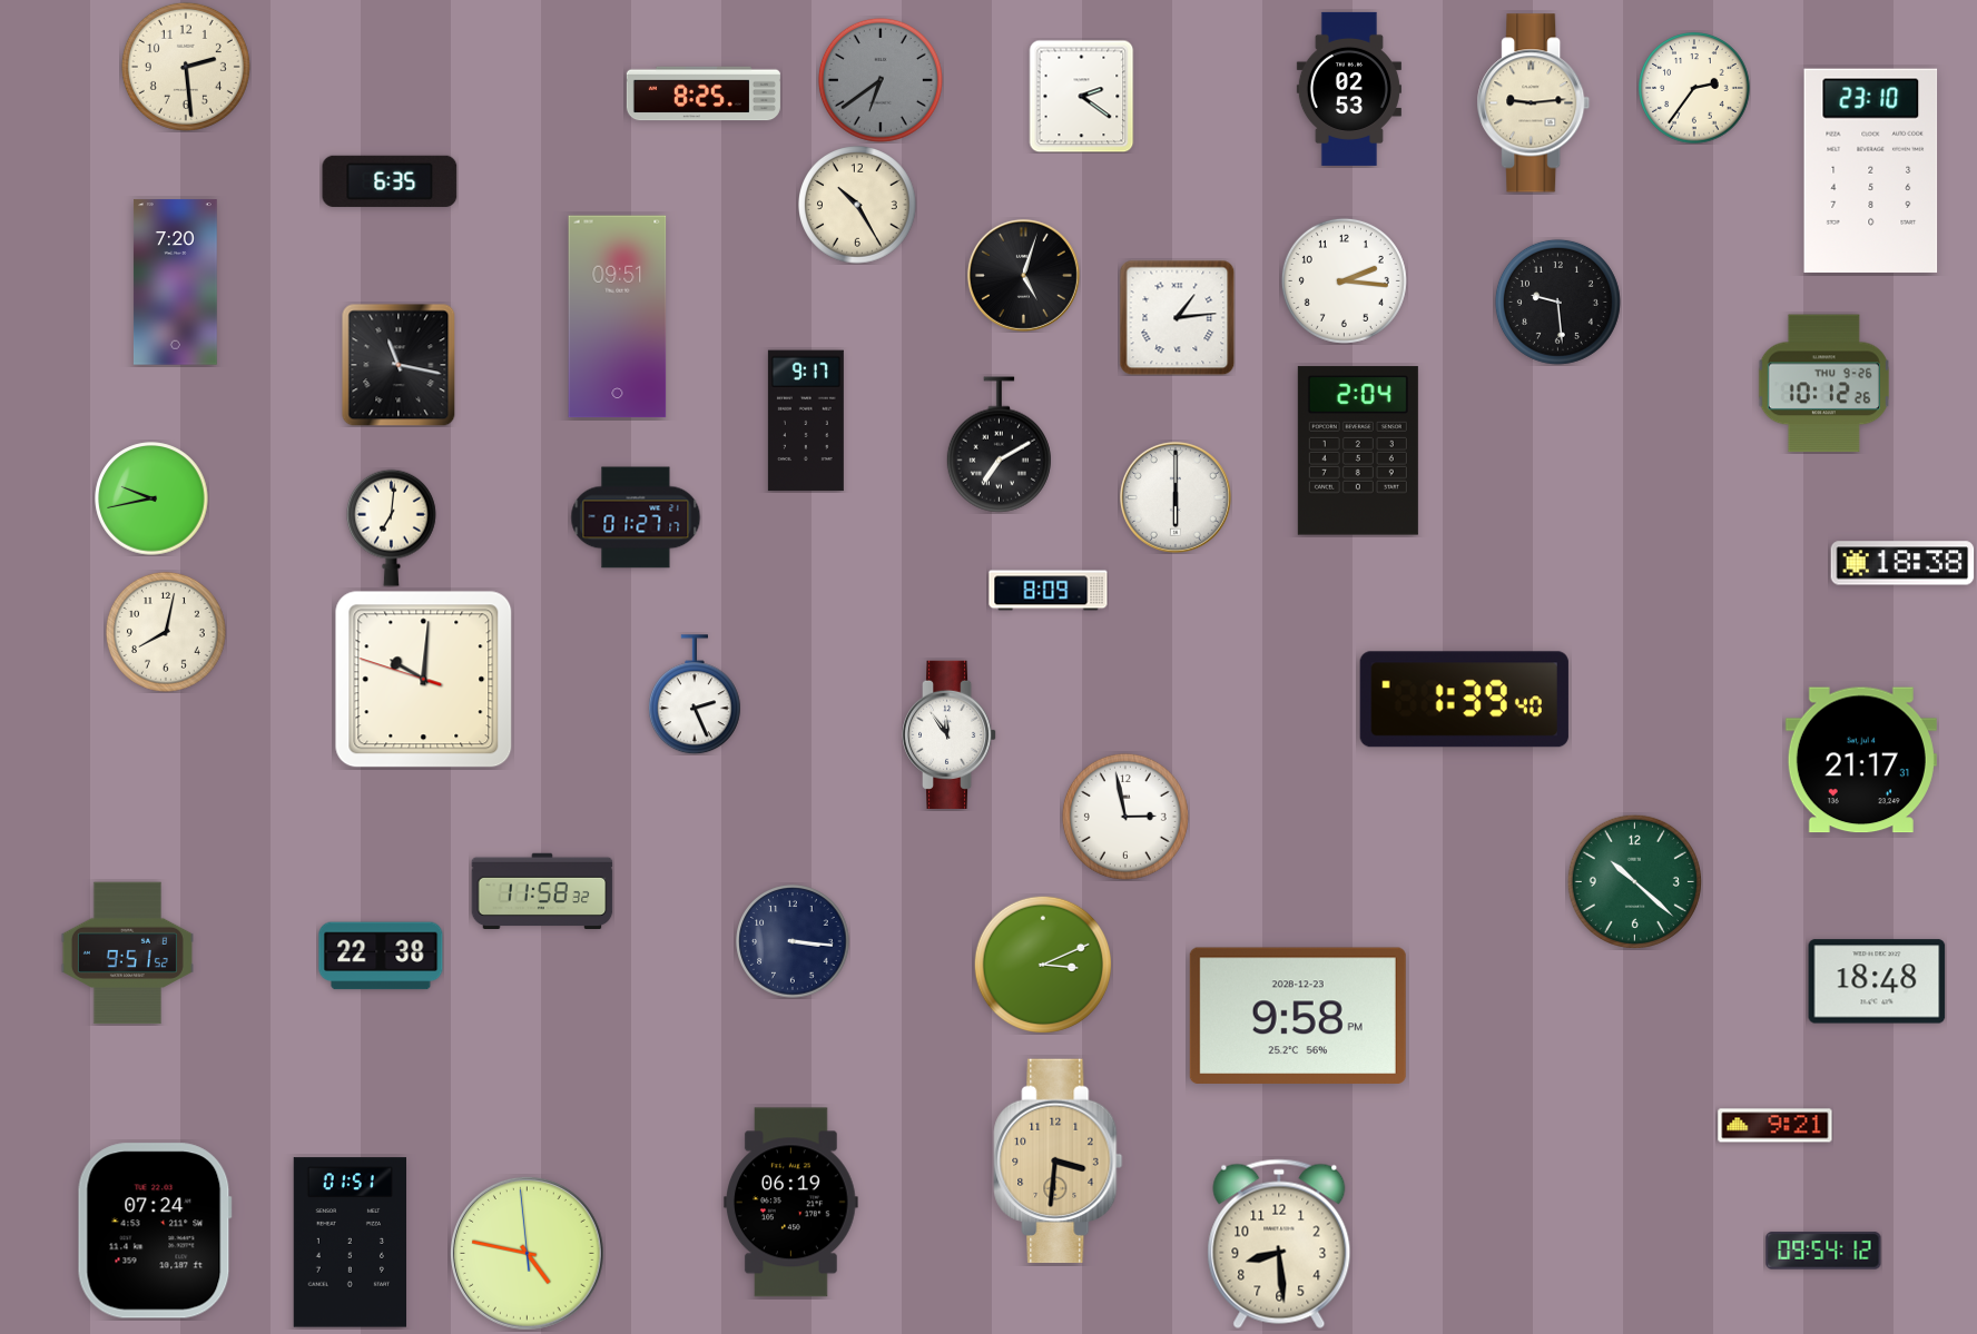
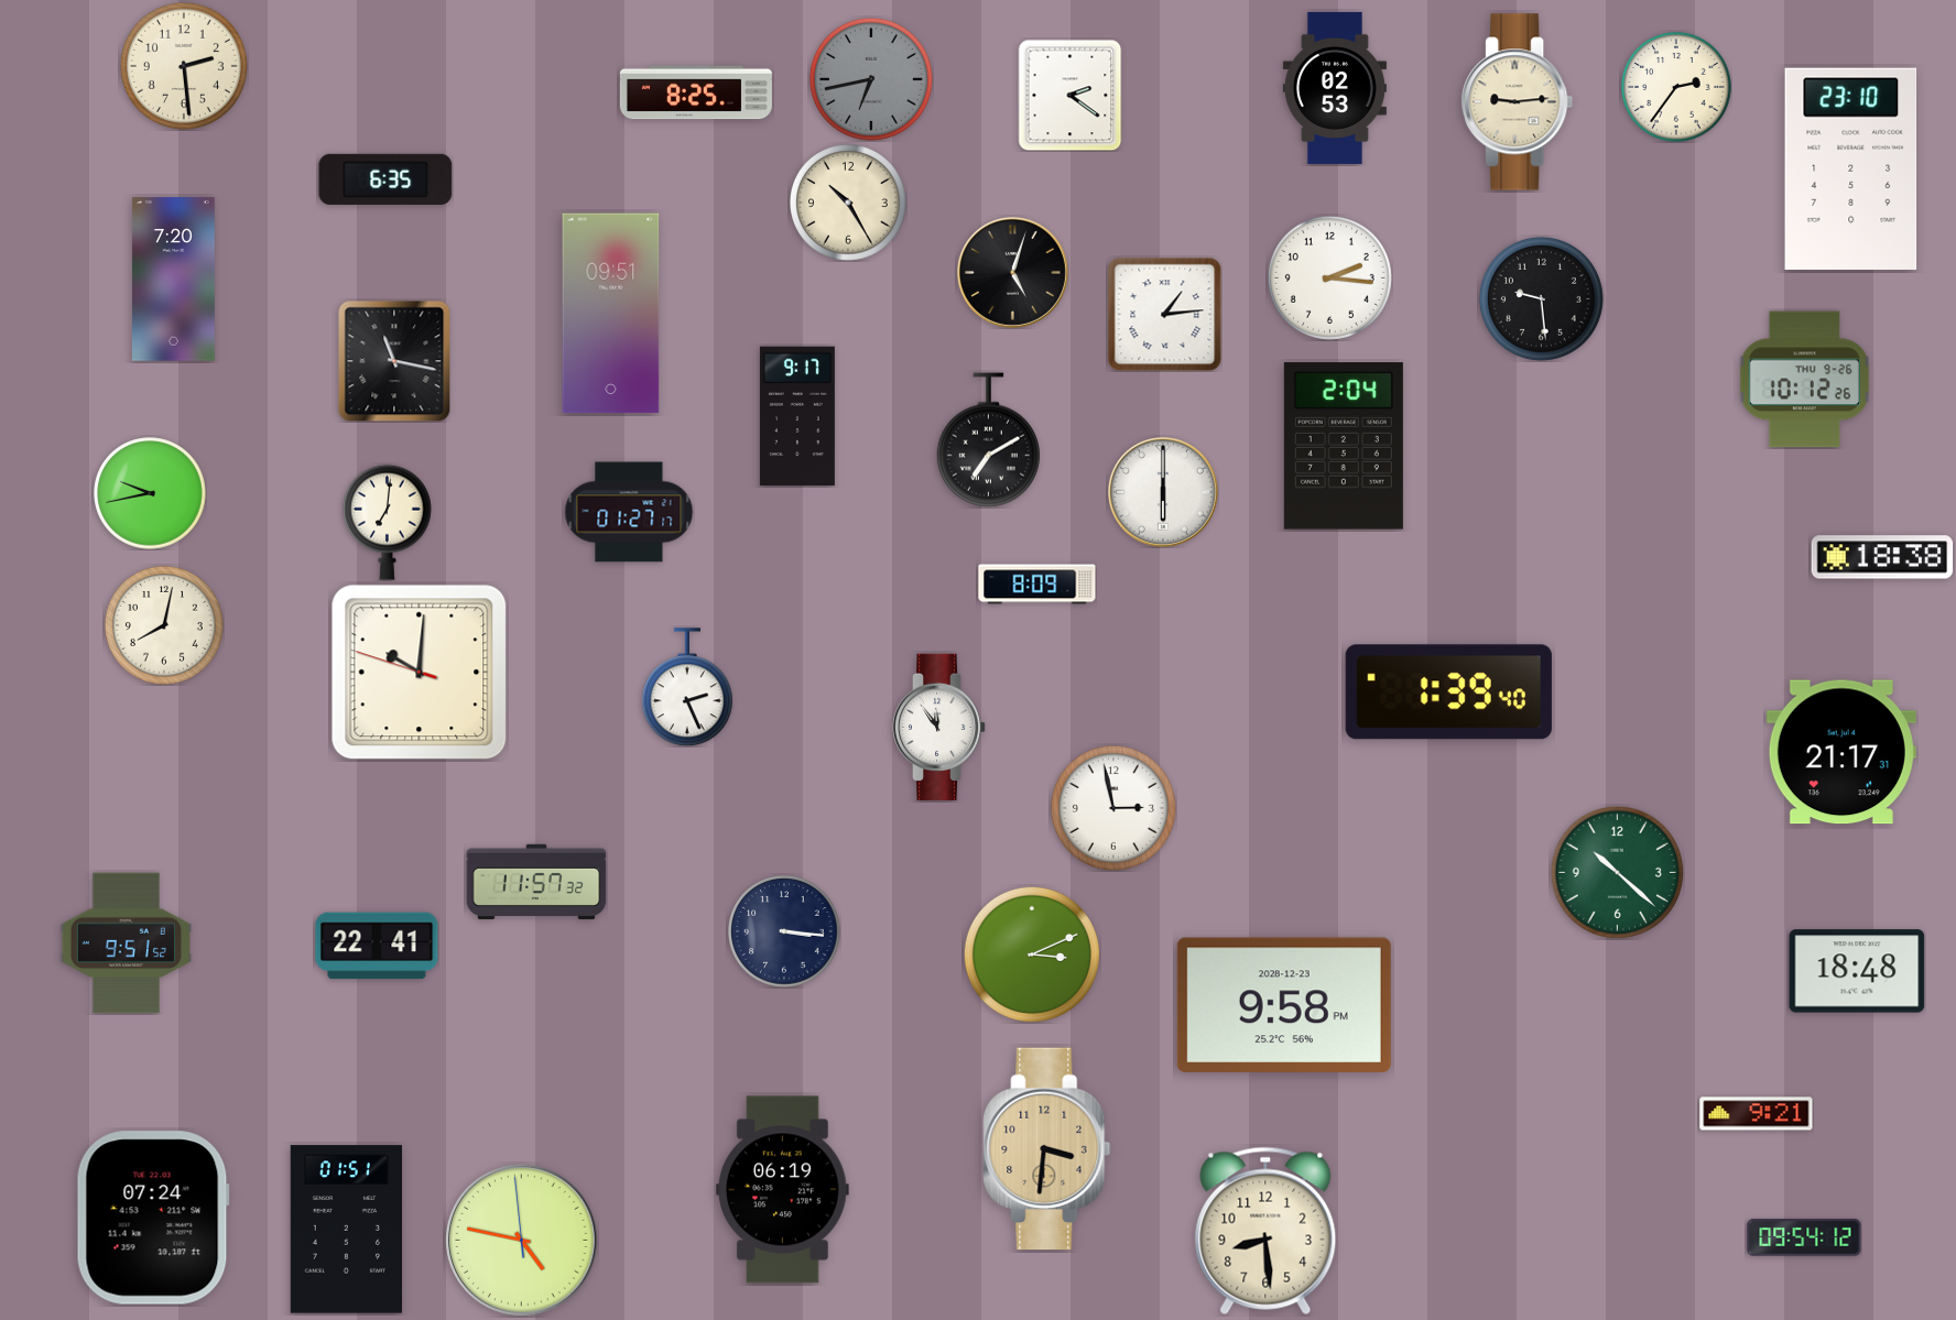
clock at (881, 80): 6:39 -> 6:43
clock at (542, 890): 11:58 -> 11:57
clock at (381, 956): 22:38 -> 22:41
